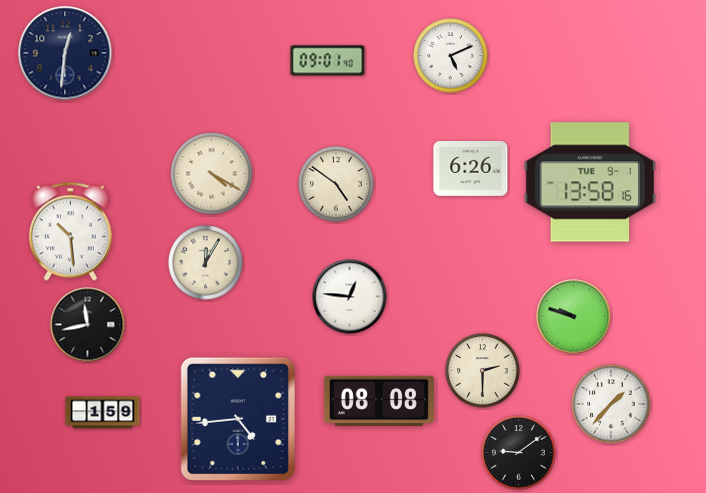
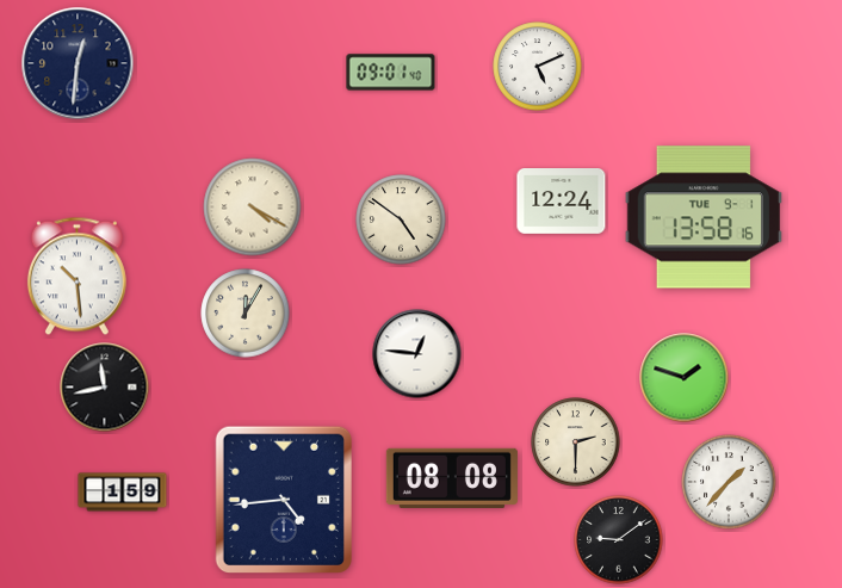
clock at (471, 169): 6:26 -> 12:24
clock at (70, 232) position: (70, 232) -> (76, 277)
clock at (574, 317): 9:48 -> 1:48
